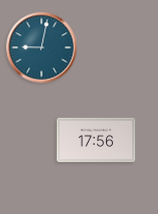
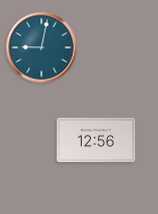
clock at (96, 140): 17:56 -> 12:56
